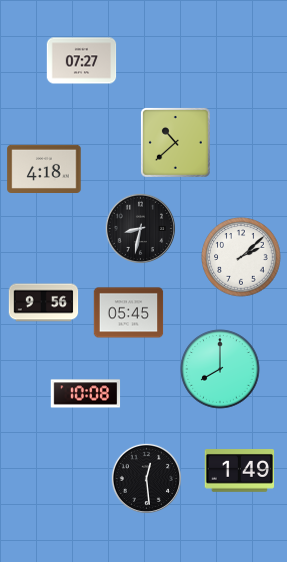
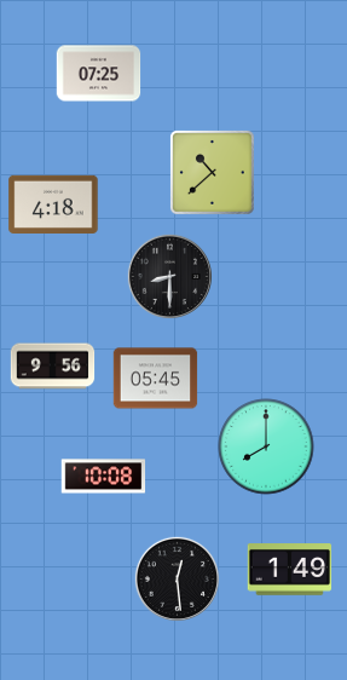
clock at (82, 61): 07:27 -> 07:25
clock at (140, 228): 8:32 -> 8:30
clock at (241, 257): 2:08 -> none
